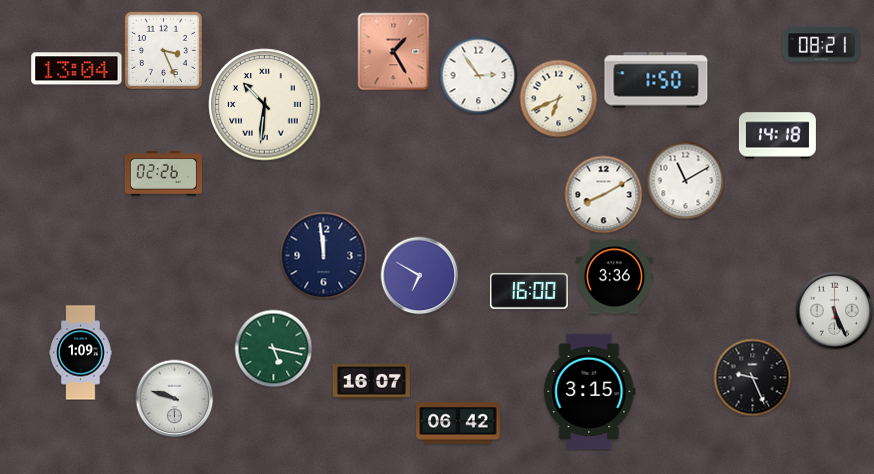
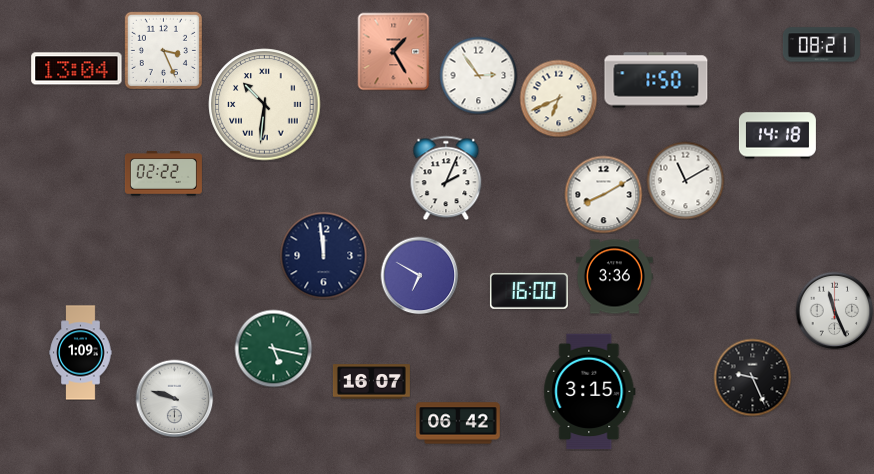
clock at (163, 174): 02:26 -> 02:22
clock at (446, 178): none -> 2:04
clock at (834, 310): 5:26 -> 11:26
